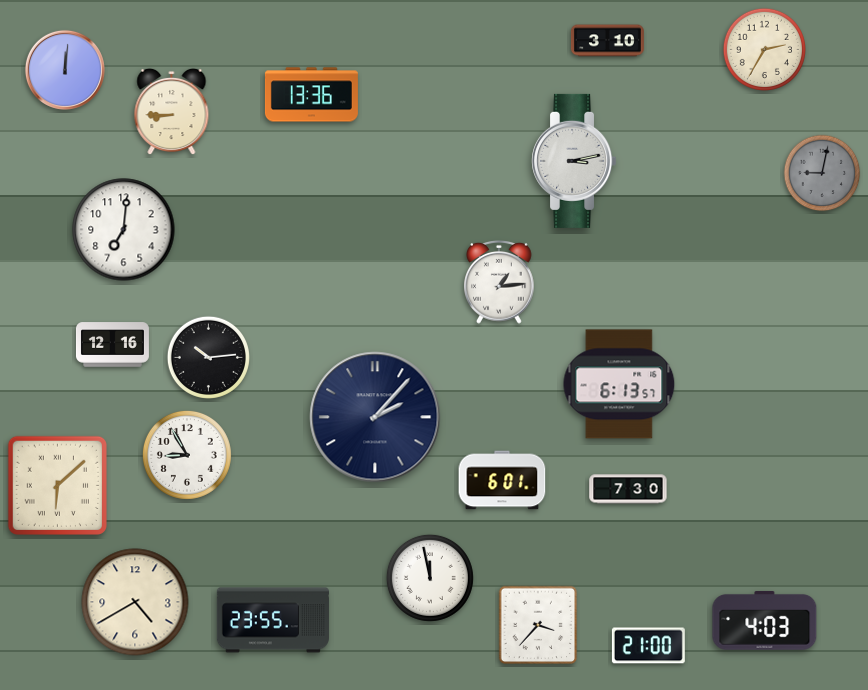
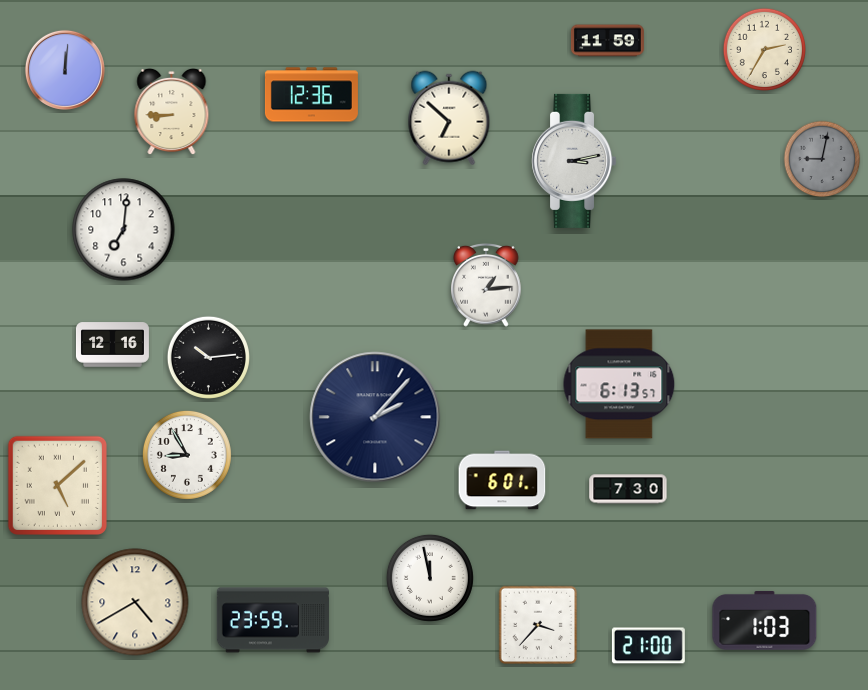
clock at (607, 41): 3:10 -> 11:59
clock at (311, 95): 13:36 -> 12:36
clock at (449, 118): none -> 6:52
clock at (822, 173) position: (822, 173) -> (822, 159)
clock at (500, 282) position: (500, 282) -> (487, 285)
clock at (57, 485): 6:08 -> 5:08
clock at (273, 620): 23:55 -> 23:59
clock at (765, 620): 4:03 -> 1:03
